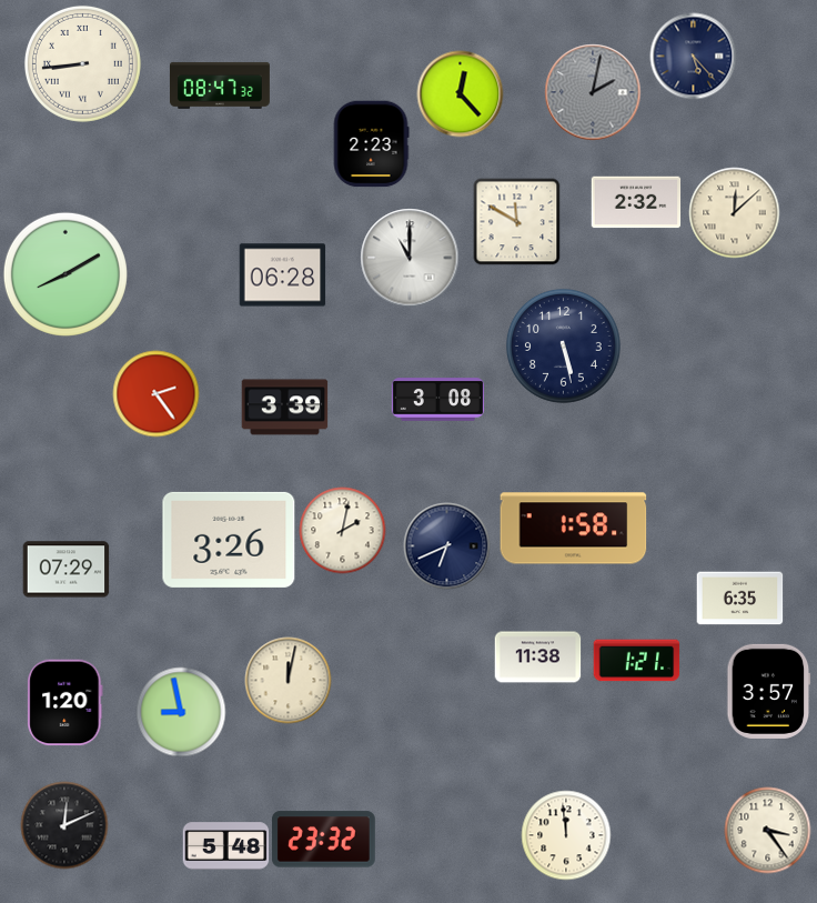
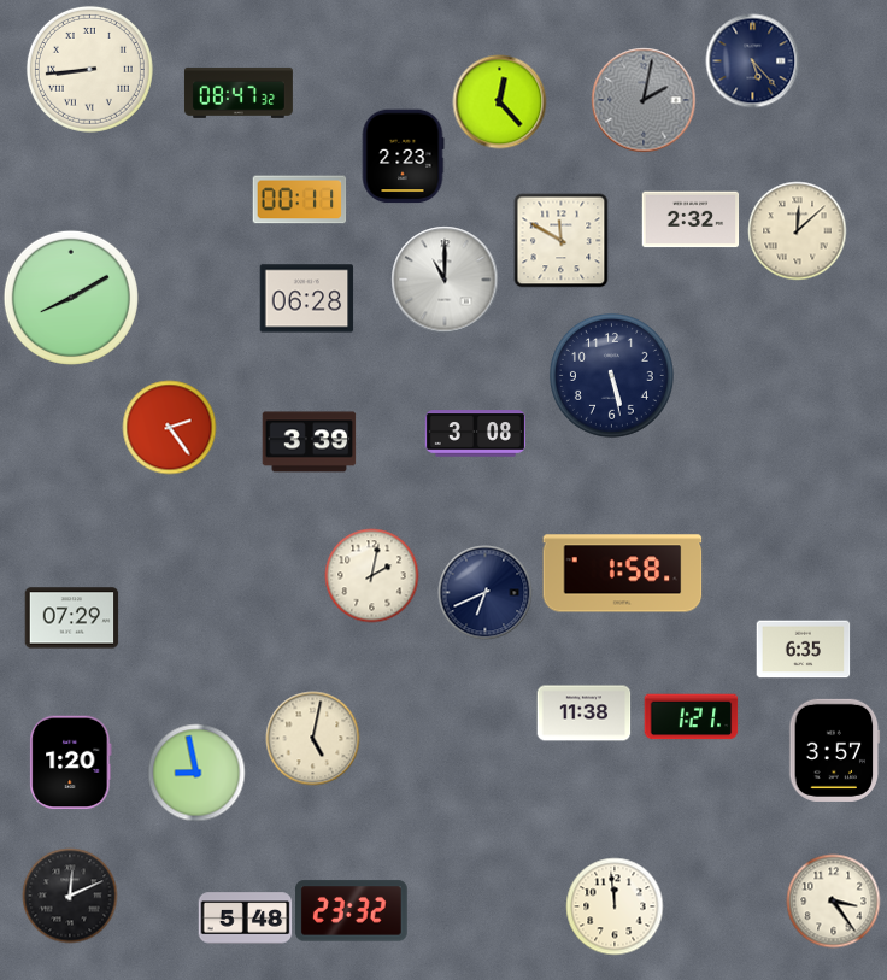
clock at (299, 200): none -> 00:11
clock at (229, 540): 3:26 -> none
clock at (288, 680): 12:02 -> 5:02
